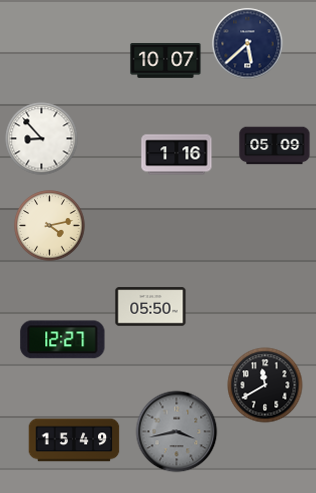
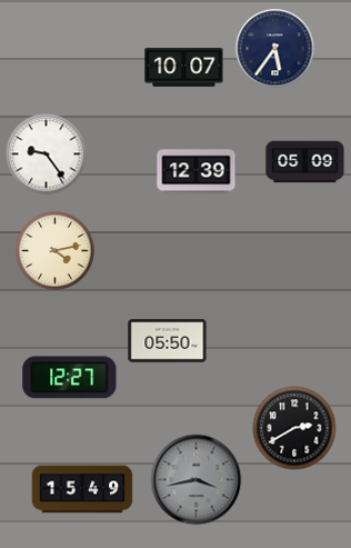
clock at (248, 44): 5:38 -> 5:36
clock at (42, 139): 8:53 -> 9:24
clock at (177, 155): 1:16 -> 12:39
clock at (265, 385): 11:40 -> 2:40
